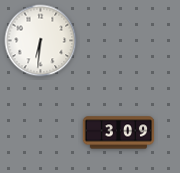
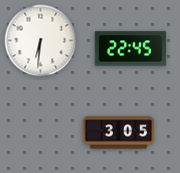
clock at (130, 49): none -> 22:45
clock at (119, 133): 3:09 -> 3:05
